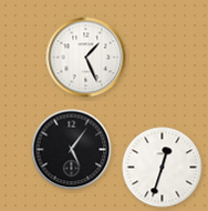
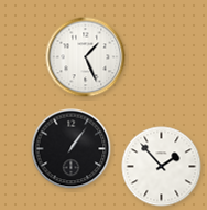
clock at (72, 150): 5:06 -> 1:06
clock at (163, 168): 12:33 -> 1:53
